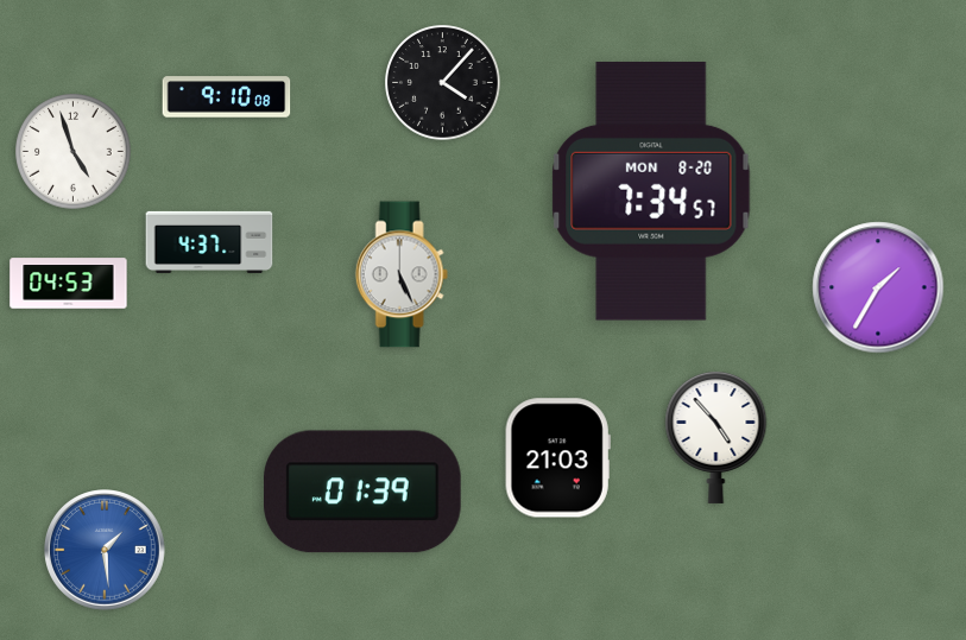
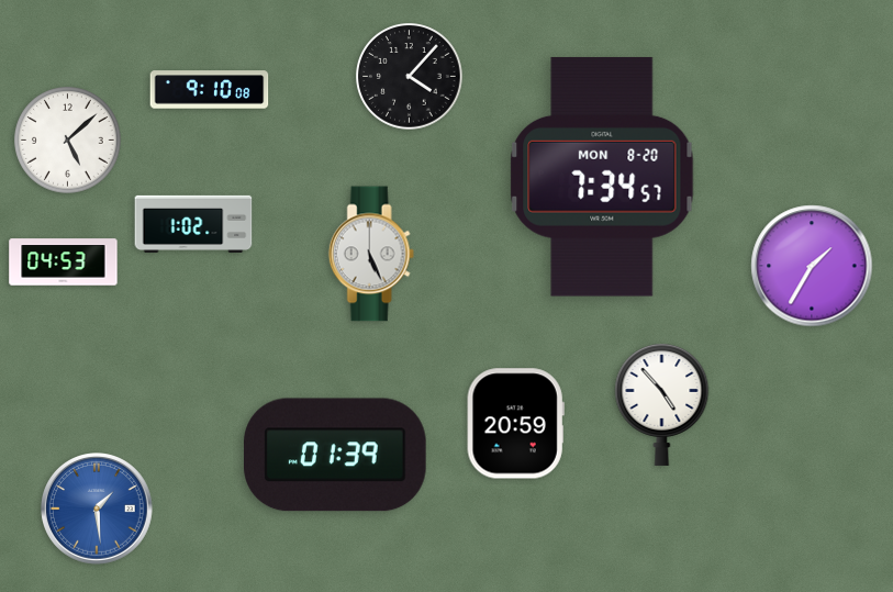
clock at (74, 152): 4:57 -> 5:08
clock at (209, 242): 4:37 -> 1:02
clock at (557, 458): 21:03 -> 20:59
